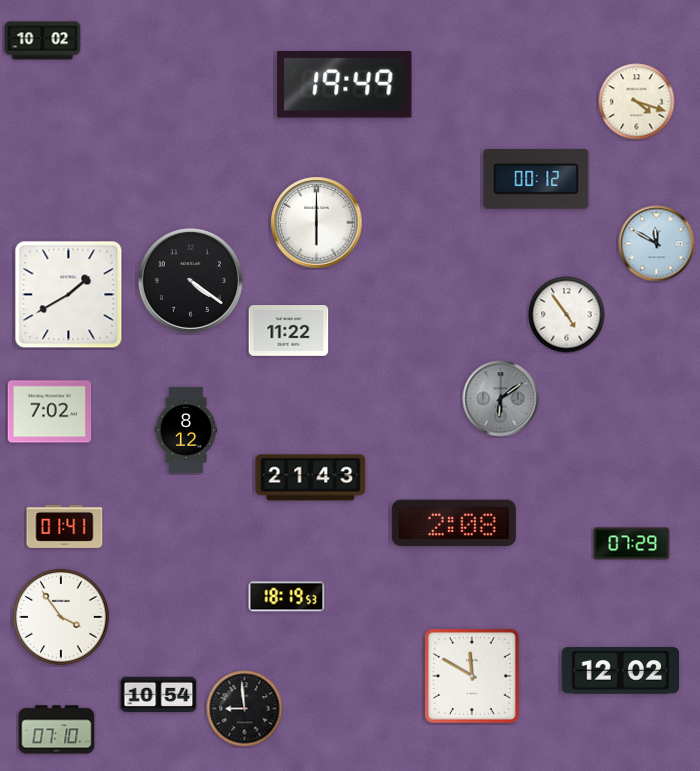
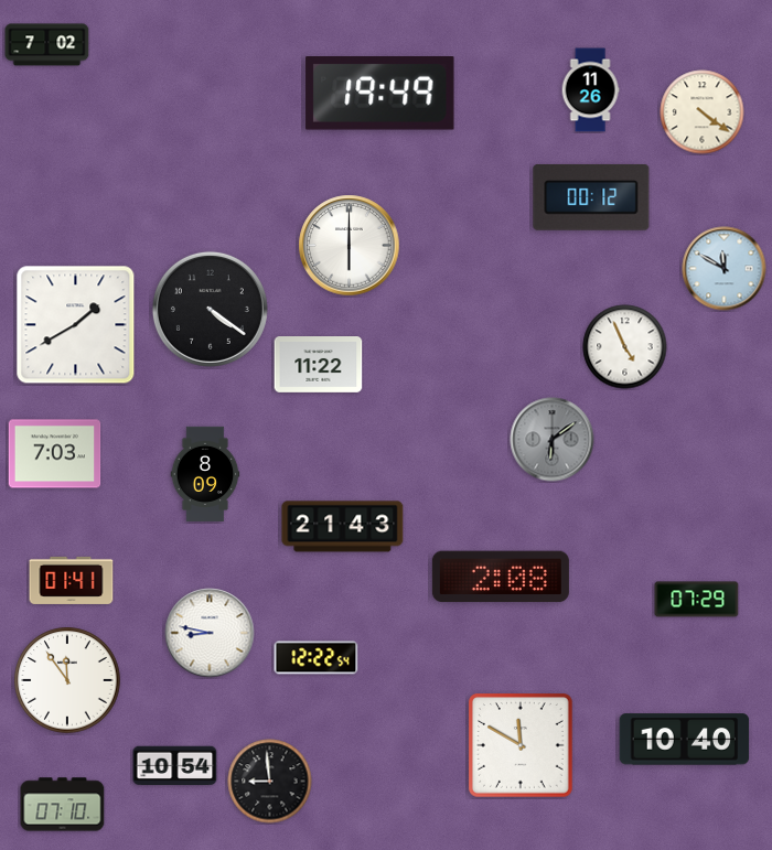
clock at (43, 41): 10:02 -> 7:02
clock at (590, 90): none -> 11:26
clock at (637, 102): 4:18 -> 4:21
clock at (567, 315): 4:54 -> 4:56
clock at (50, 412): 7:02 -> 7:03
clock at (186, 429): 8:12 -> 8:09
clock at (210, 633): none -> 8:47
clock at (287, 597): 18:19 -> 12:22
clock at (61, 617): 3:54 -> 11:54
clock at (621, 671): 12:02 -> 10:40
